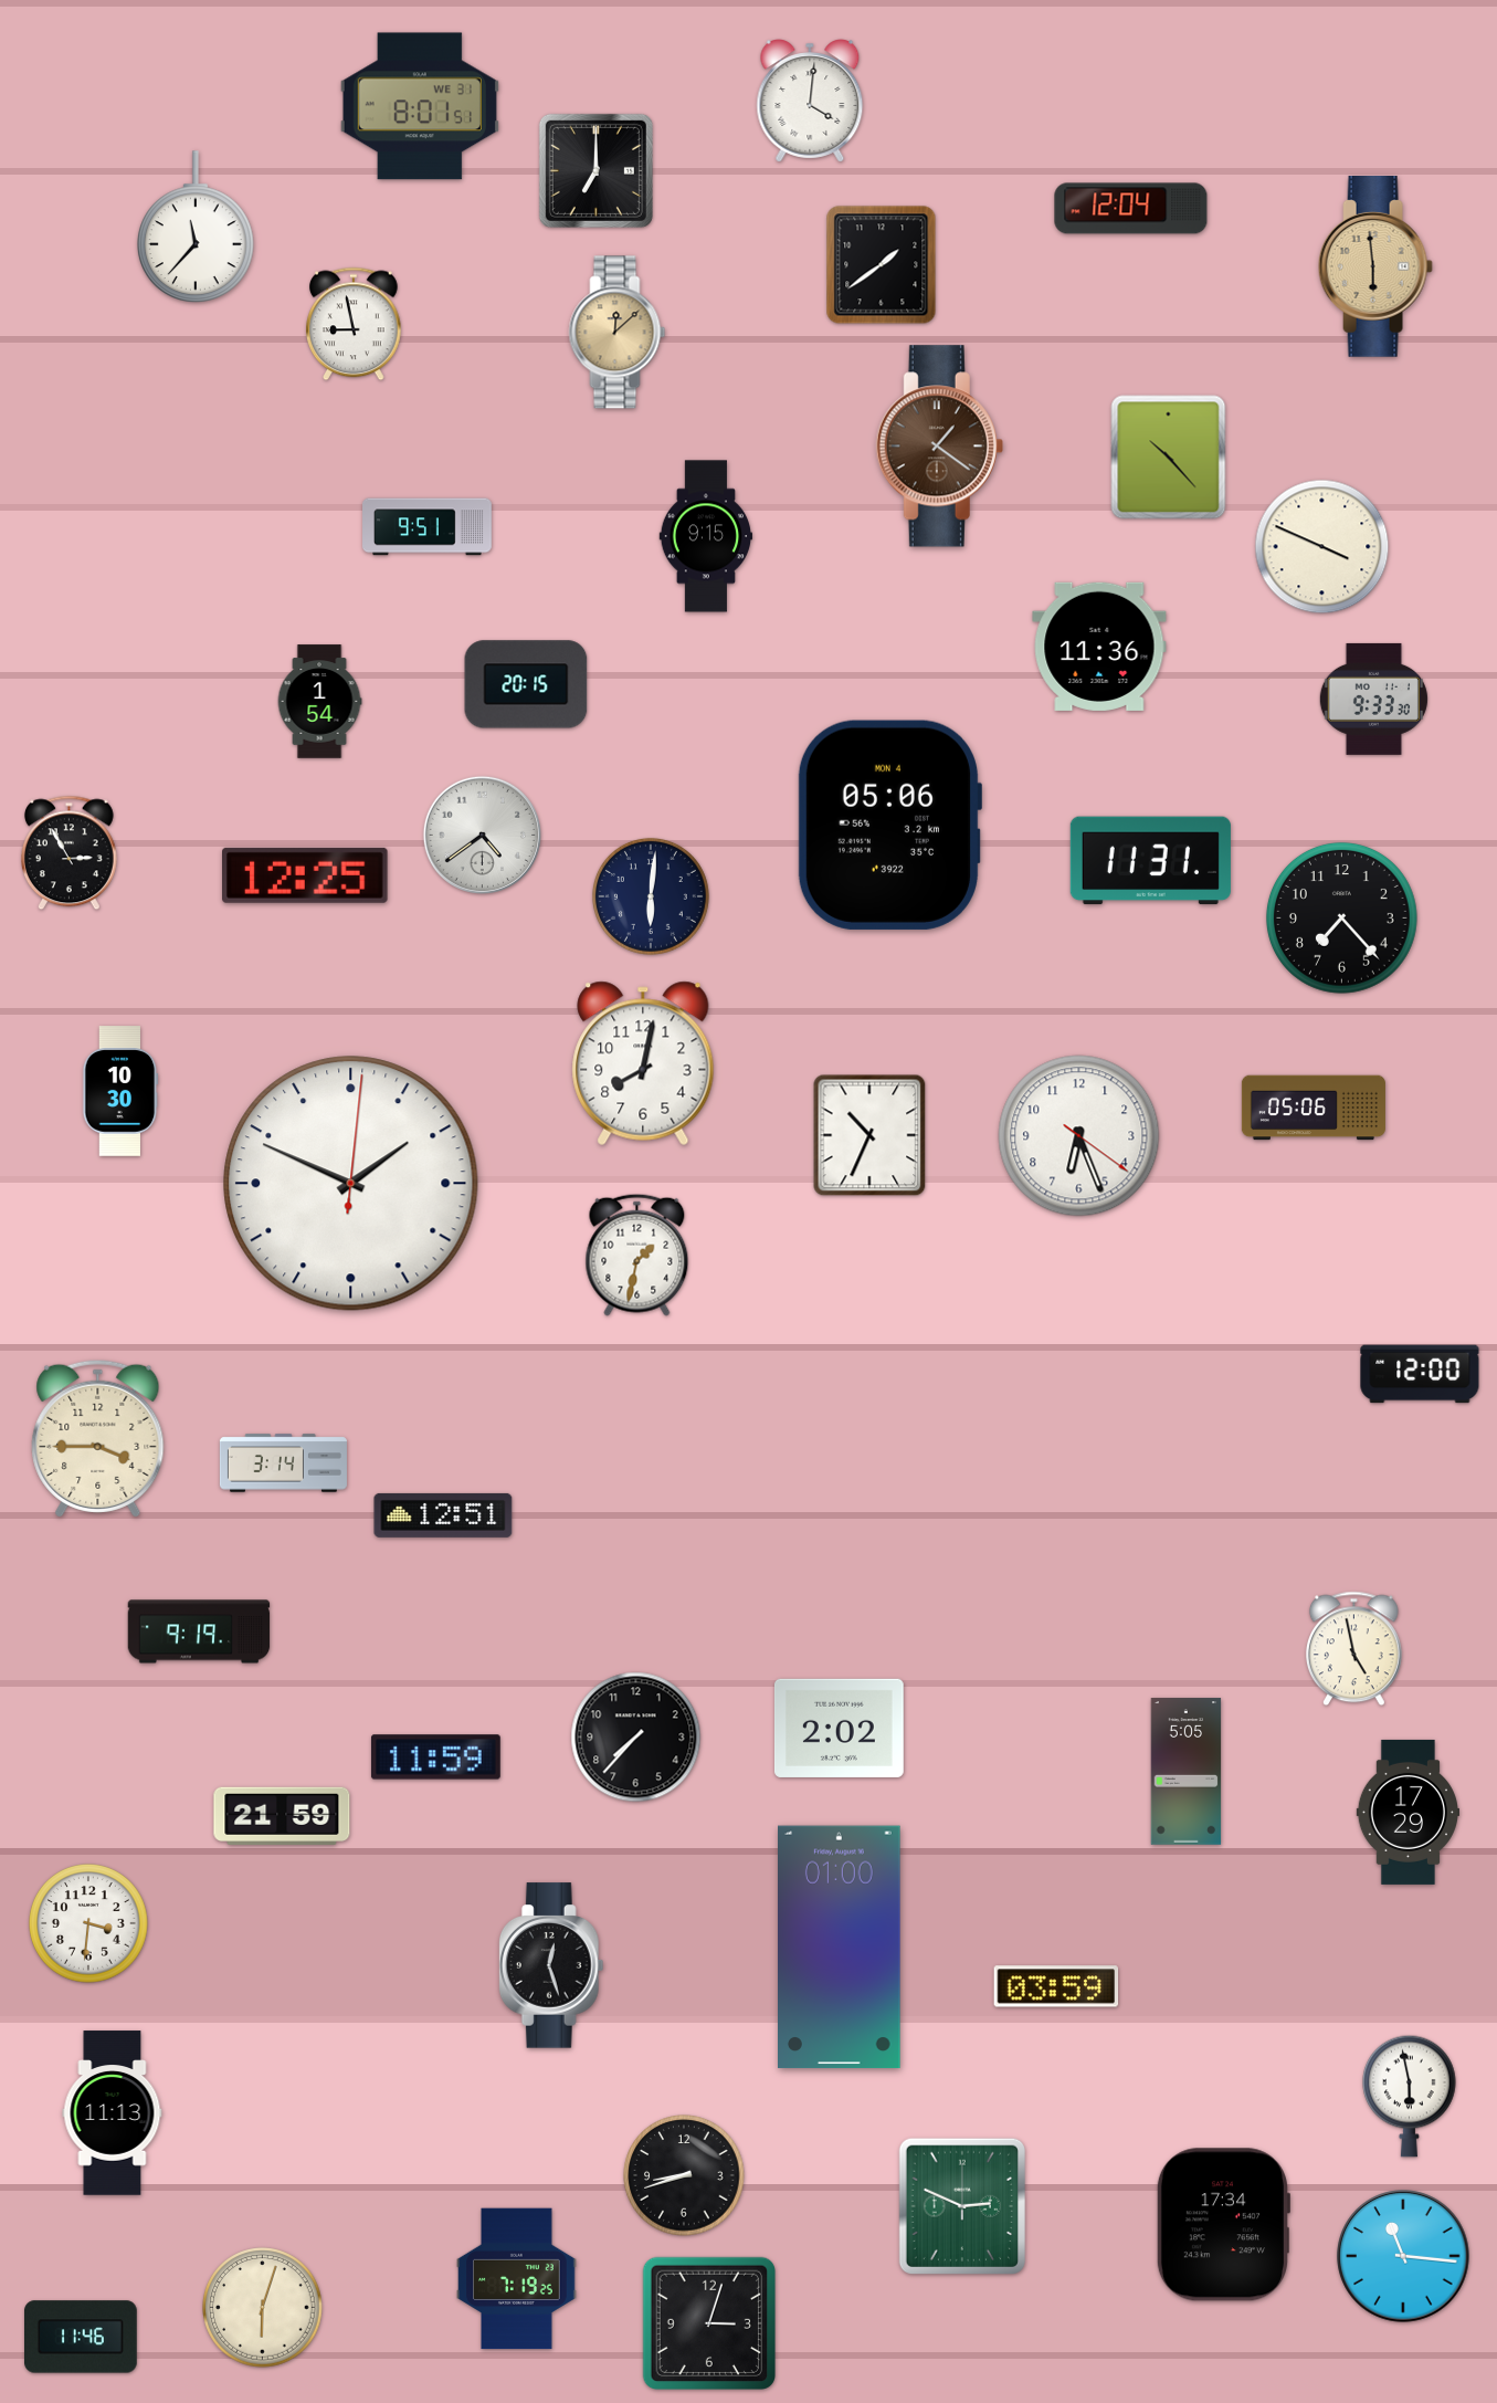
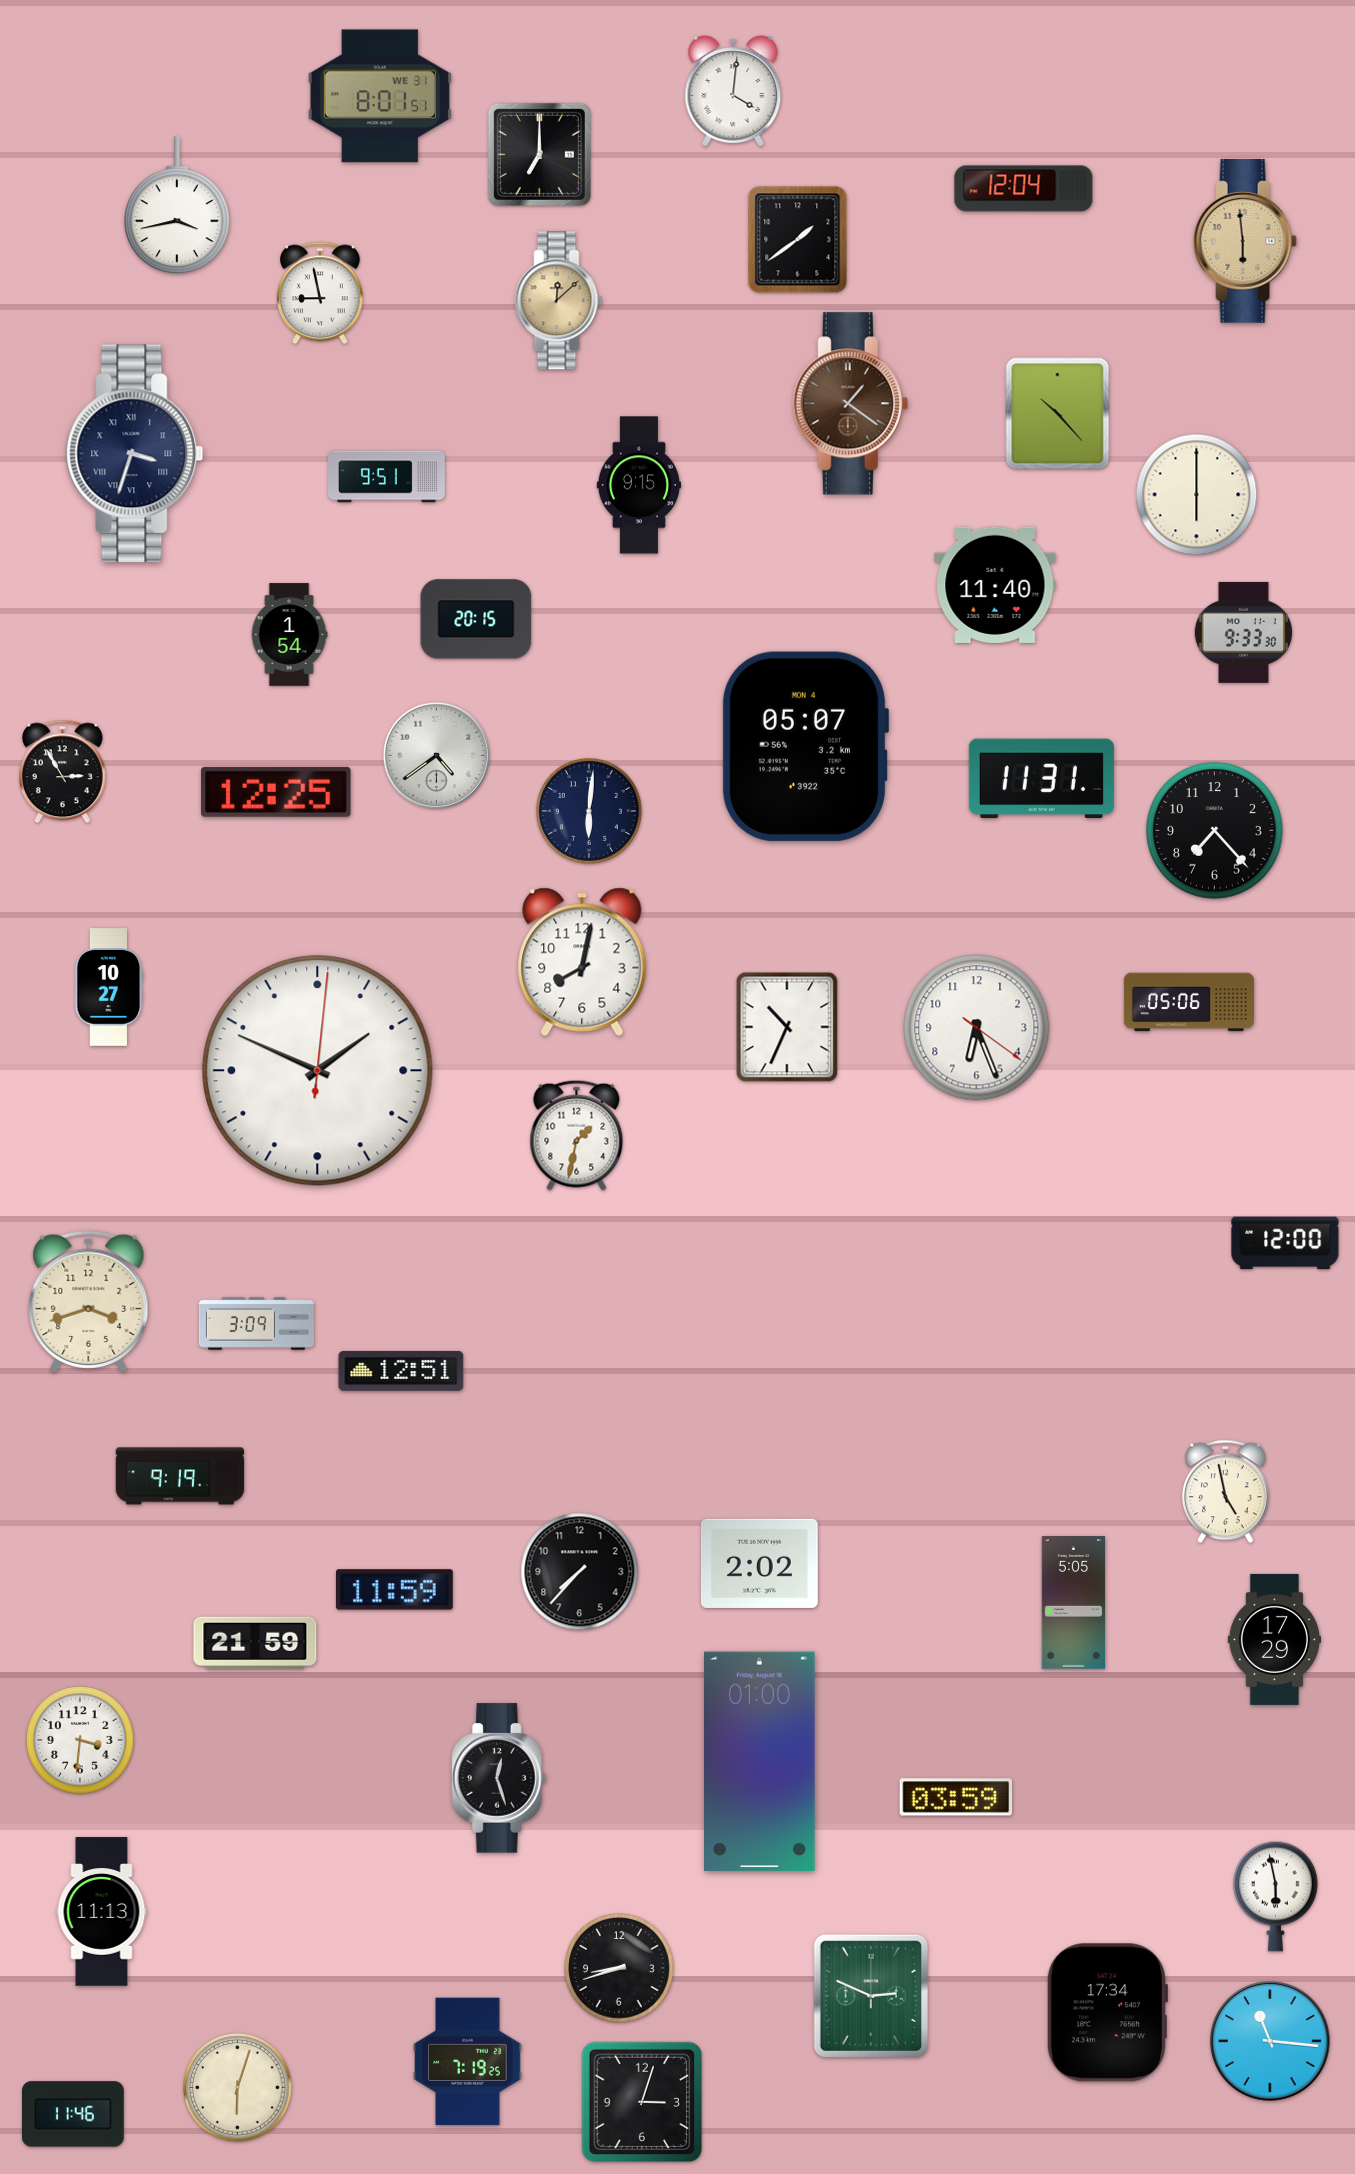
clock at (196, 227): 11:37 -> 3:43
clock at (135, 454): none -> 3:33
clock at (1322, 547): 3:49 -> 6:00
clock at (1099, 647): 11:36 -> 11:40
clock at (888, 825): 05:06 -> 05:07
clock at (120, 1091): 10:30 -> 10:27
clock at (98, 1438): 3:45 -> 3:42
clock at (283, 1463): 3:14 -> 3:09
clock at (636, 1738) position: (636, 1738) -> (580, 1572)
